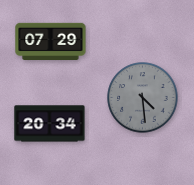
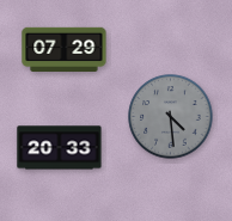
clock at (51, 41) position: (51, 41) -> (65, 49)
clock at (50, 124): 20:34 -> 20:33
